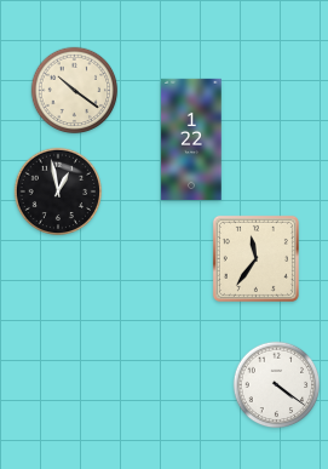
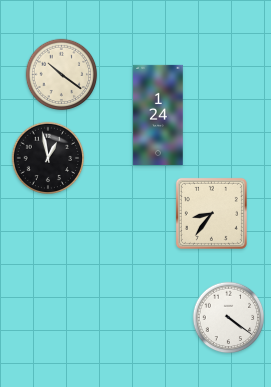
clock at (191, 139): 1:22 -> 1:24
clock at (255, 258): 11:36 -> 8:36
